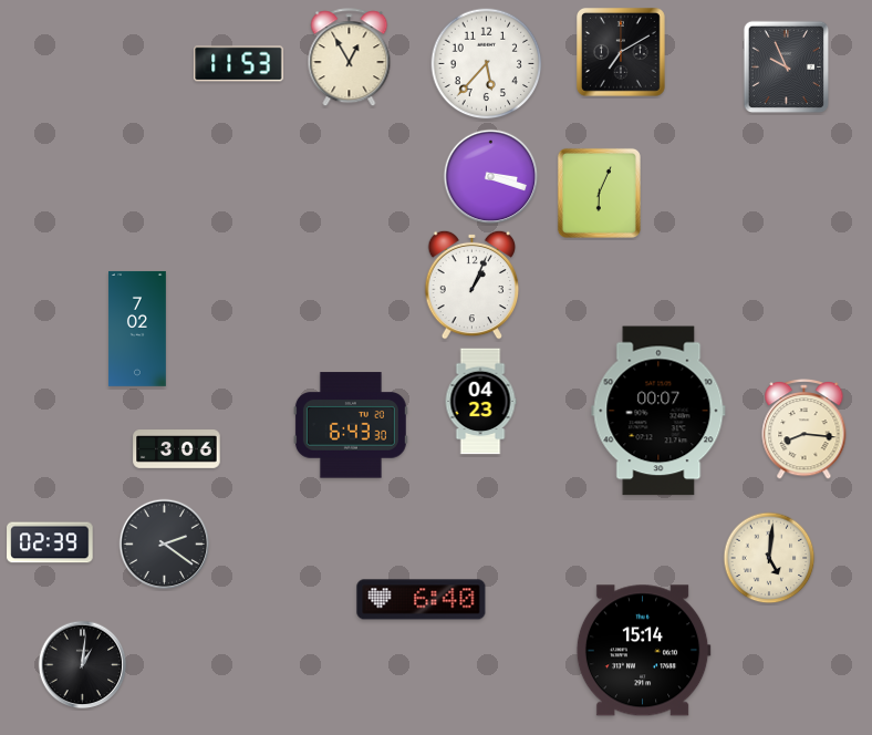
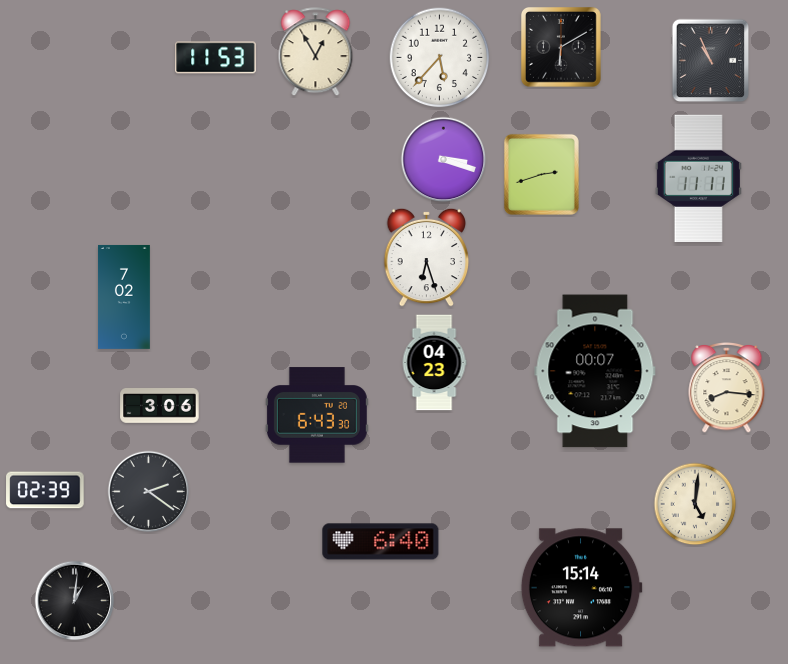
clock at (621, 53): 7:10 -> 6:10
clock at (787, 68): 9:56 -> 10:56
clock at (599, 193): 6:04 -> 2:42
clock at (698, 178): none -> 11:11
clock at (473, 284): 1:04 -> 6:27
clock at (351, 425) position: (351, 425) -> (317, 415)
